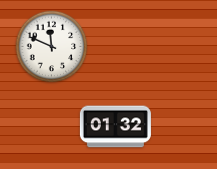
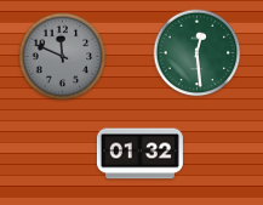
clock at (198, 53): none -> 12:29
clock at (52, 47) dial: white -> grey
